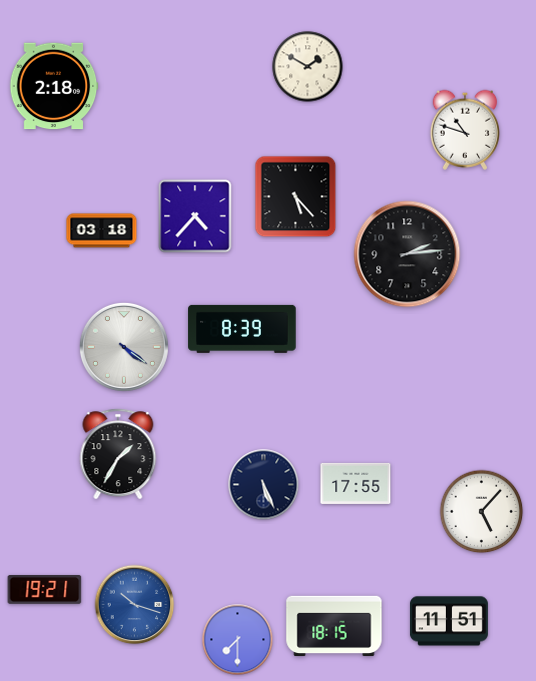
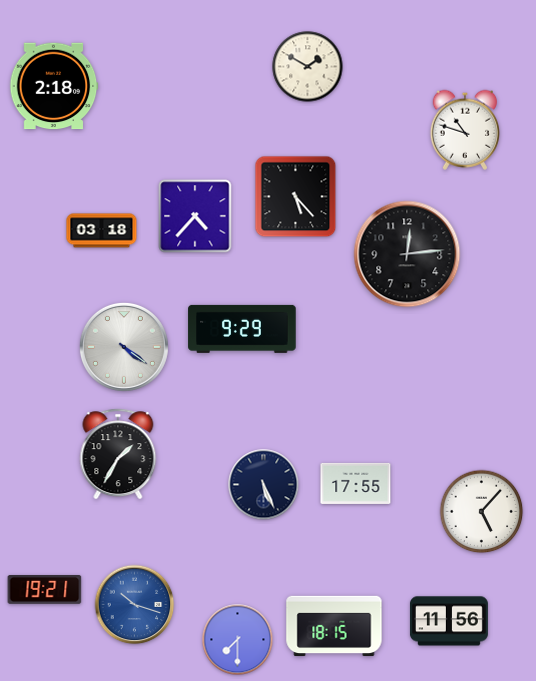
clock at (407, 254): 2:14 -> 12:14
clock at (242, 329): 8:39 -> 9:29
clock at (449, 621): 11:51 -> 11:56
